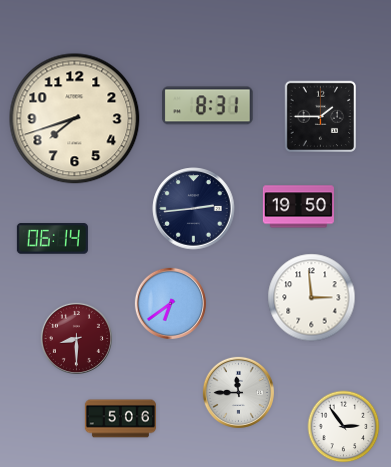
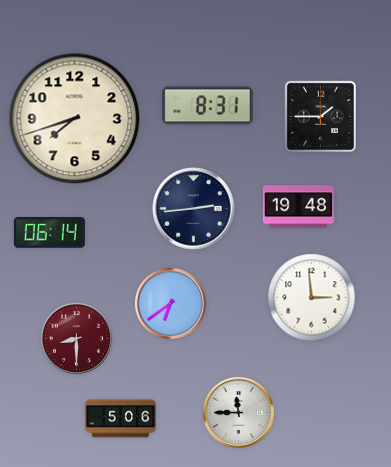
clock at (298, 207): 19:50 -> 19:48
clock at (52, 239) position: (52, 239) -> (49, 233)
clock at (238, 392) position: (238, 392) -> (238, 412)
clock at (344, 427): 2:54 -> none
